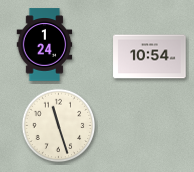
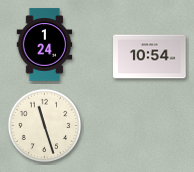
clock at (59, 126) position: (59, 126) -> (45, 126)
